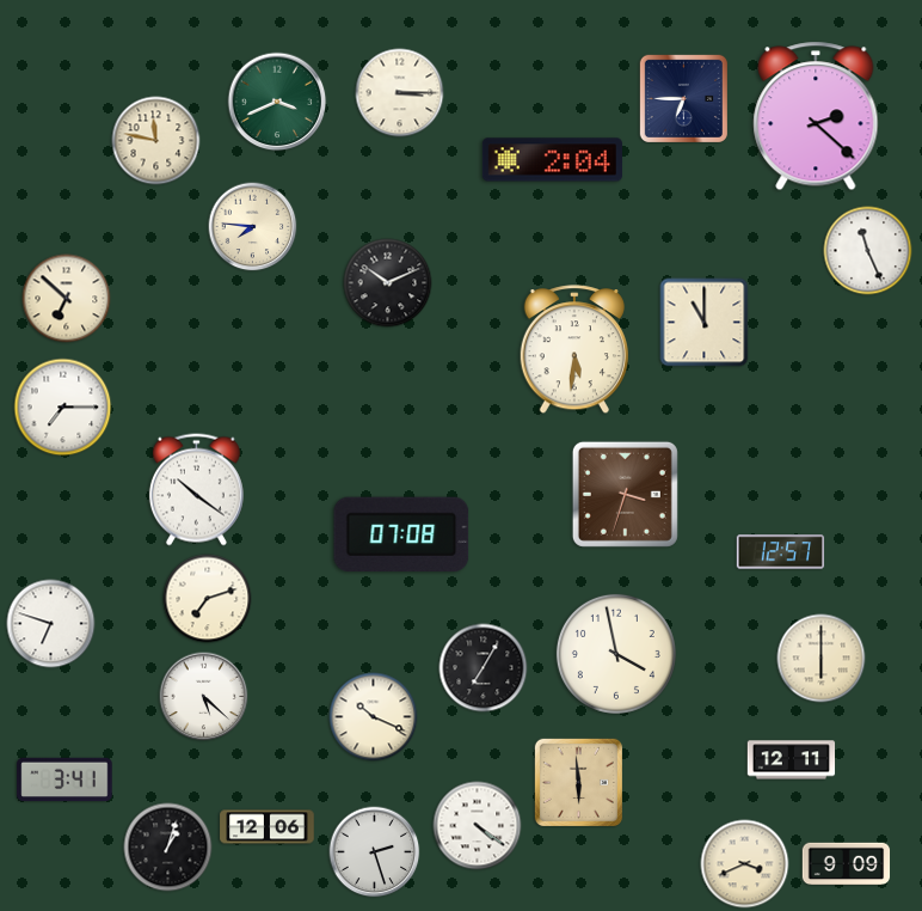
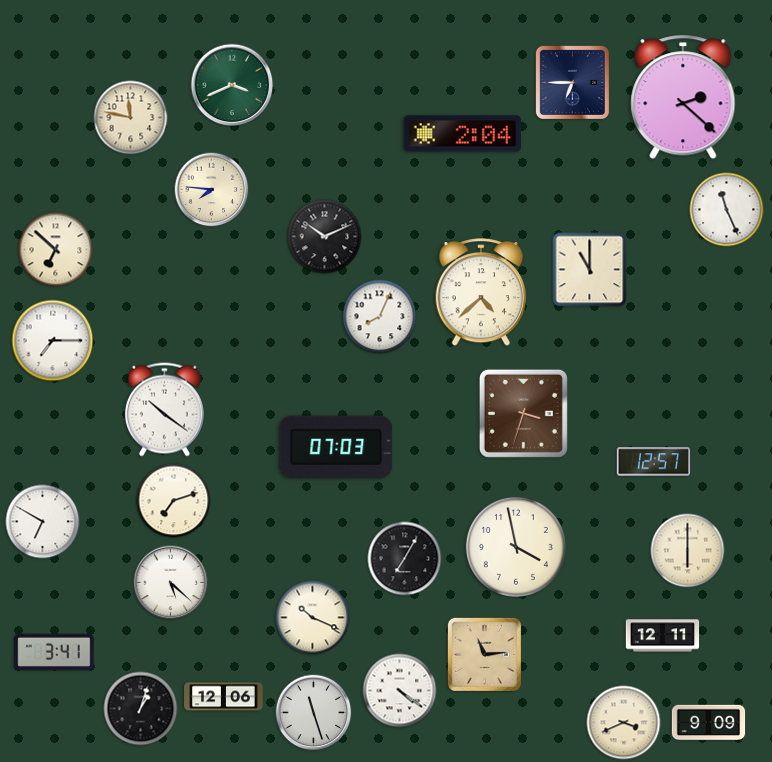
clock at (400, 93): 3:15 -> none
clock at (573, 350): 5:31 -> 4:38
clock at (380, 317): none -> 8:04
clock at (401, 533): 07:08 -> 07:03
clock at (51, 624): 6:48 -> 6:50
clock at (374, 717) position: (374, 717) -> (313, 618)
clock at (578, 782): 5:59 -> 11:14
clock at (268, 827) position: (268, 827) -> (224, 697)
clock at (375, 852): 2:27 -> 11:27
